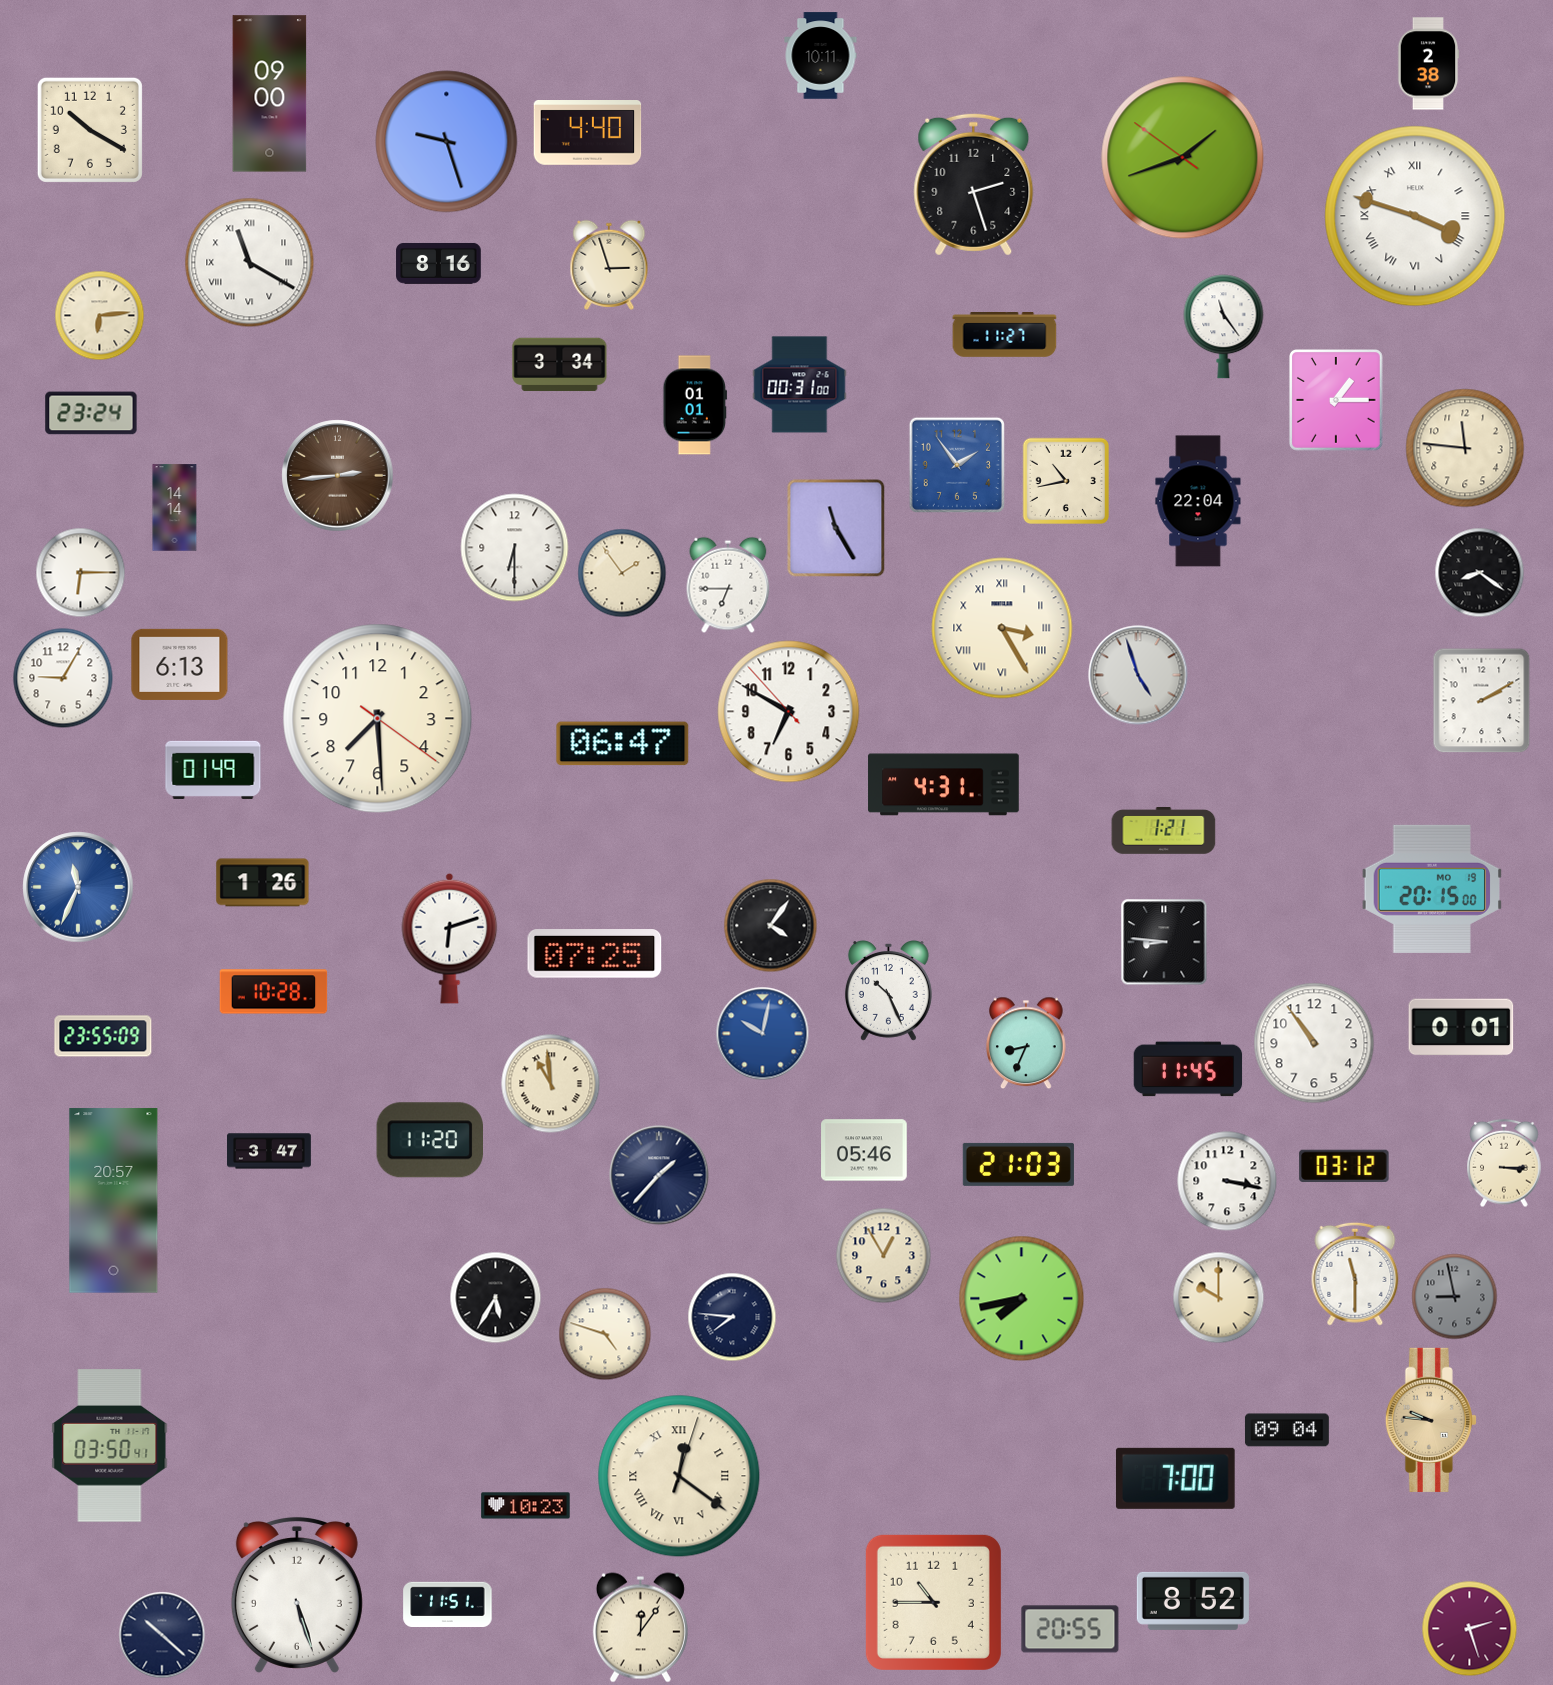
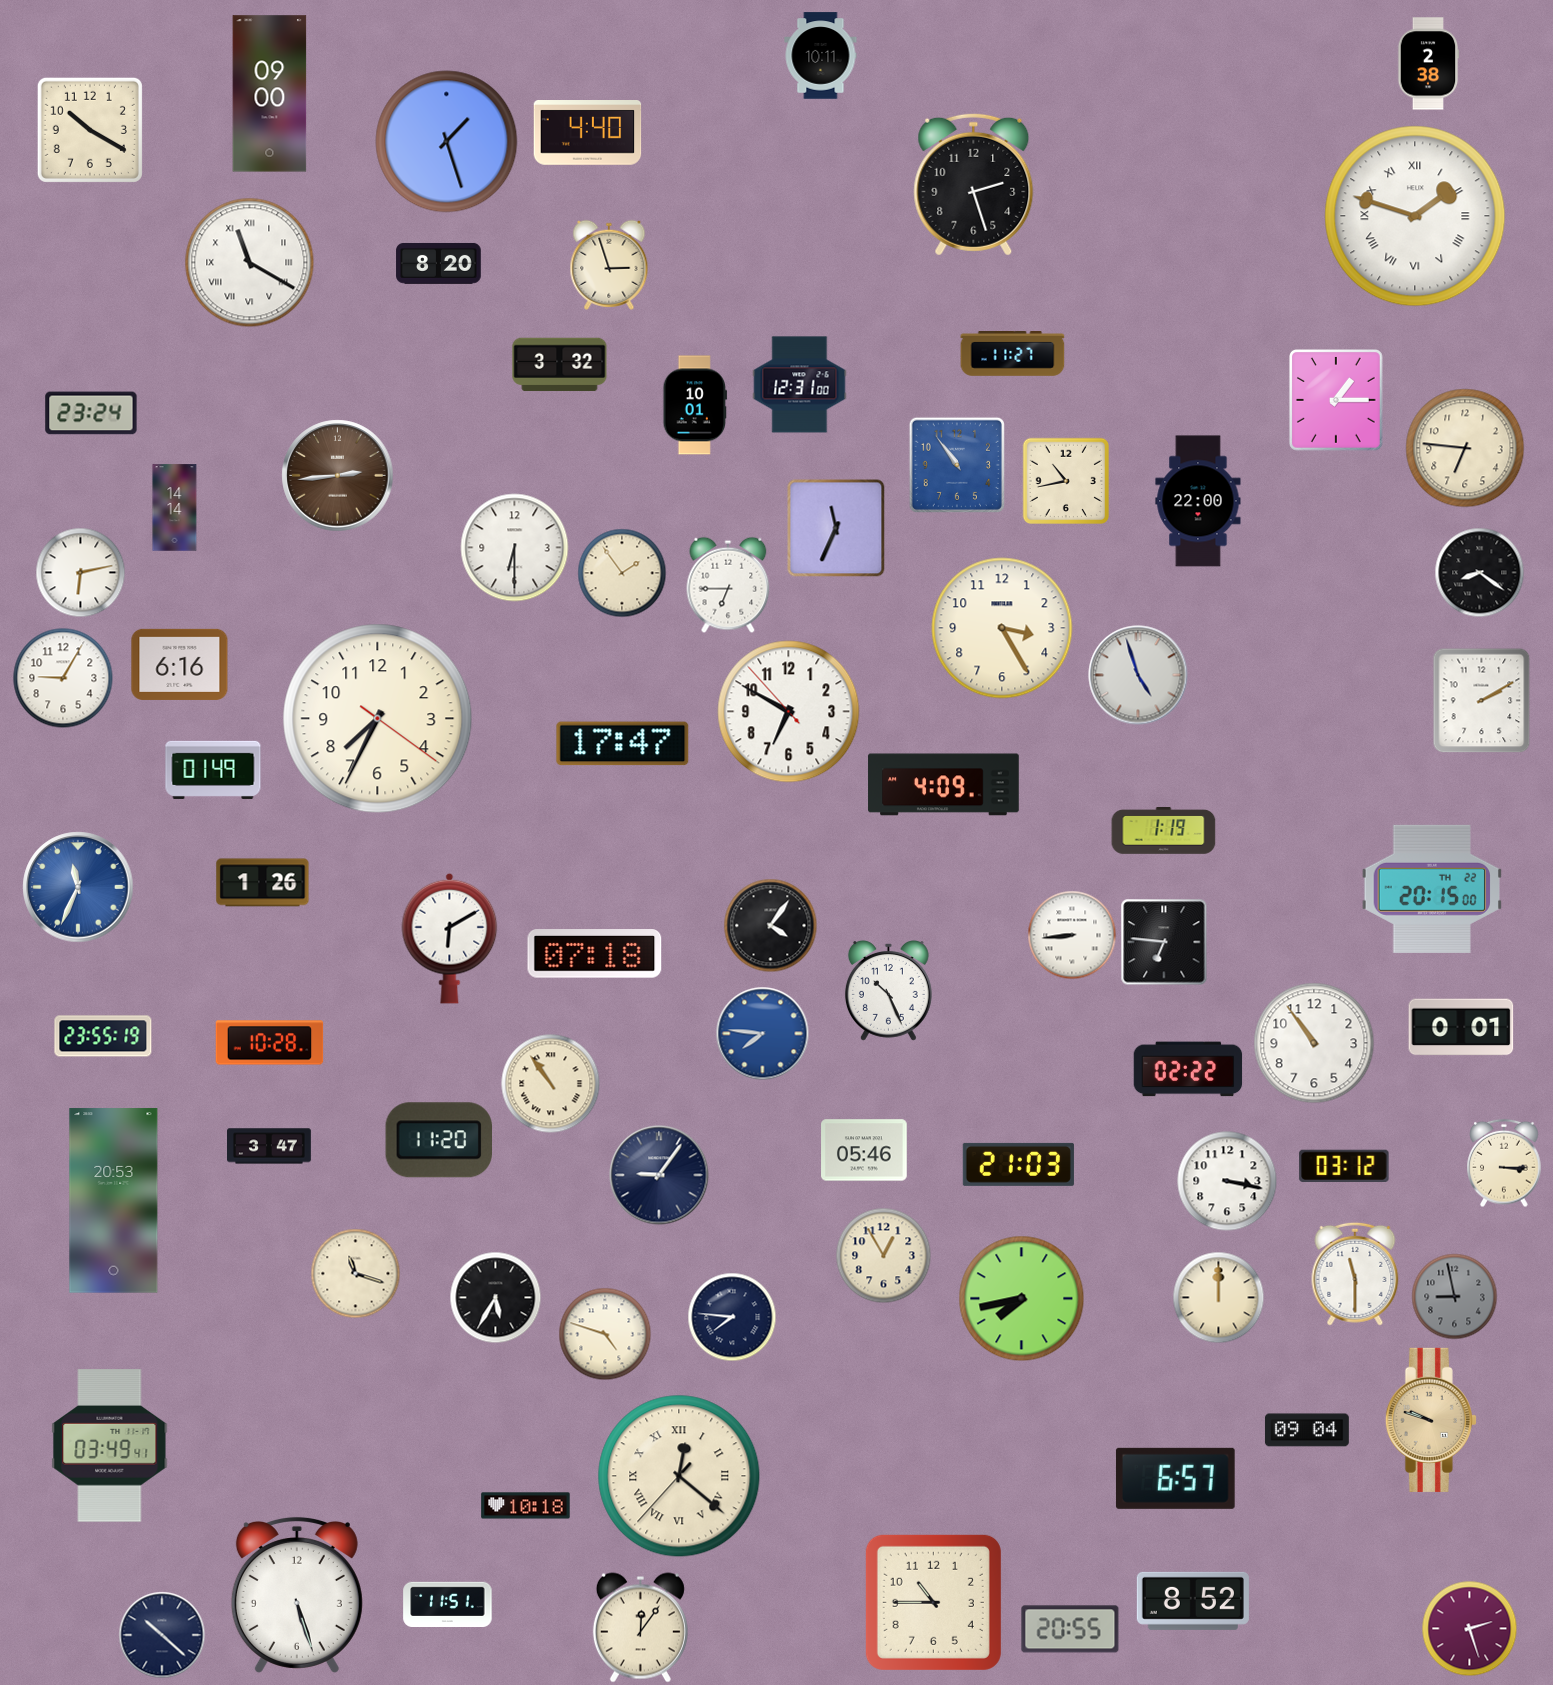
clock at (447, 142): 9:27 -> 1:27
clock at (1183, 158): 1:41 -> none
clock at (1415, 216): 3:48 -> 1:48
clock at (439, 263): 8:16 -> 8:20
clock at (100, 316): 6:14 -> none
clock at (1224, 327): 11:24 -> none
clock at (1005, 335) position: (1005, 335) -> (1013, 354)
clock at (560, 365): 3:34 -> 3:32
clock at (800, 385): 00:31 -> 12:31
clock at (695, 405): 01:01 -> 10:01
clock at (1465, 448): 11:46 -> 6:46
clock at (957, 465): 1:54 -> 10:54
clock at (1198, 501): 22:04 -> 22:00
clock at (836, 528): 11:25 -> 11:34
clock at (81, 573): 6:15 -> 6:13
clock at (1002, 628) numerals: Roman -> Arabic
clock at (180, 664): 6:13 -> 6:16
clock at (378, 719): 7:29 -> 7:34
clock at (623, 744): 06:47 -> 17:47
clock at (944, 785): 4:31 -> 4:09
clock at (1164, 831): 1:21 -> 1:19
clock at (1431, 889) date: MO 19 -> TH 22
clock at (1072, 935): none -> 8:44
clock at (450, 938): 6:12 -> 6:10
clock at (1164, 942): 8:46 -> 6:46
clock at (595, 954): 07:25 -> 07:18
clock at (274, 992) position: (274, 992) -> (270, 1043)
clock at (763, 1034): 10:02 -> 7:46
clock at (103, 1036): 23:55:09 -> 23:55:19
clock at (1027, 1043): 8:34 -> none
clock at (1188, 1069): 11:45 -> 02:22
clock at (551, 1084): 10:59 -> 10:54
clock at (429, 1140) position: (429, 1140) -> (438, 1140)
clock at (270, 1151) position: (270, 1151) -> (270, 1146)
clock at (659, 1175): 1:37 -> 9:06
clock at (114, 1201): 20:57 -> 20:53
clock at (356, 1274): none -> 11:18
clock at (1219, 1298): 10:00 -> 12:00
clock at (1431, 1420): 9:46 -> 9:48
clock at (1287, 1430) position: (1287, 1430) -> (1307, 1430)
clock at (110, 1446): 03:50 -> 03:49
clock at (679, 1476): 12:21:03 -> 12:21:37
clock at (1175, 1478): 7:00 -> 6:57
clock at (526, 1506): 10:23 -> 10:18
